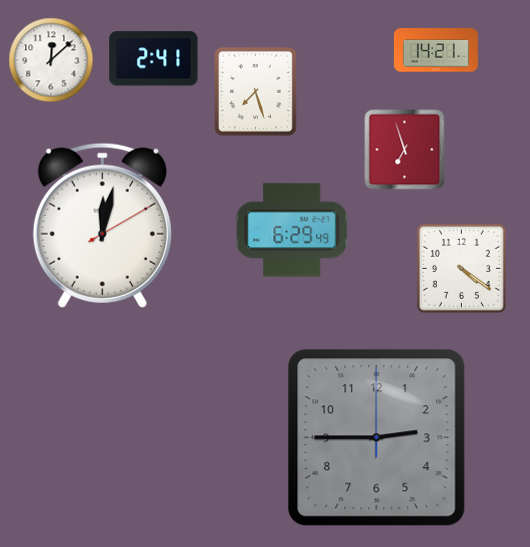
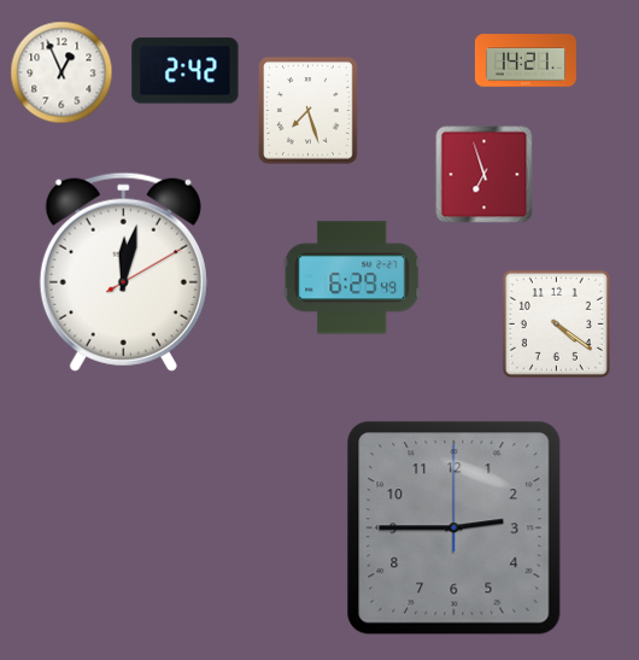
clock at (154, 59): 2:41 -> 2:42
clock at (51, 60): 12:08 -> 12:56
clock at (405, 150) position: (405, 150) -> (485, 175)
